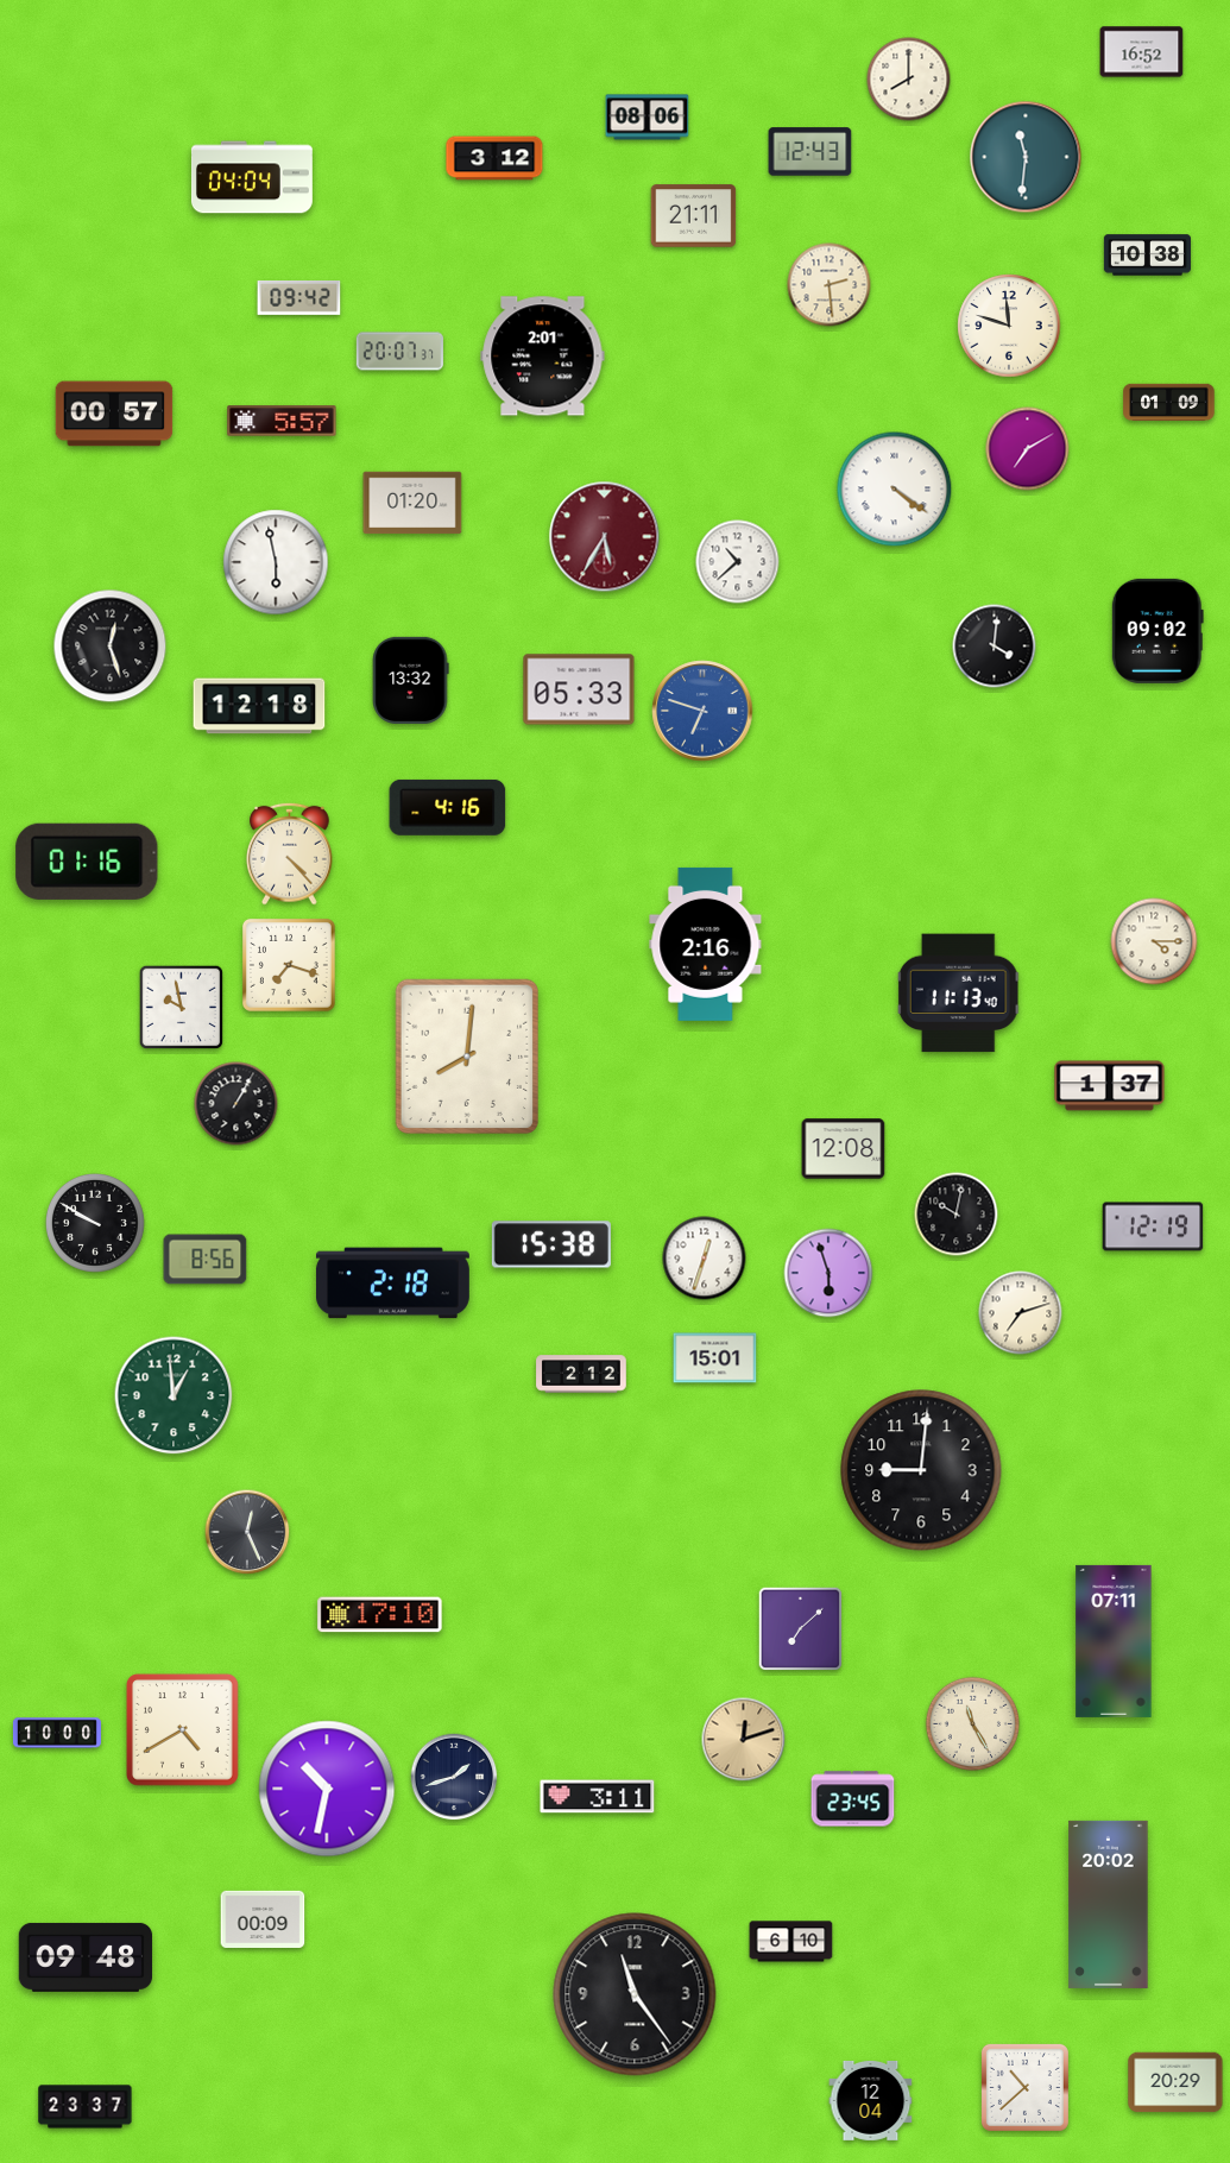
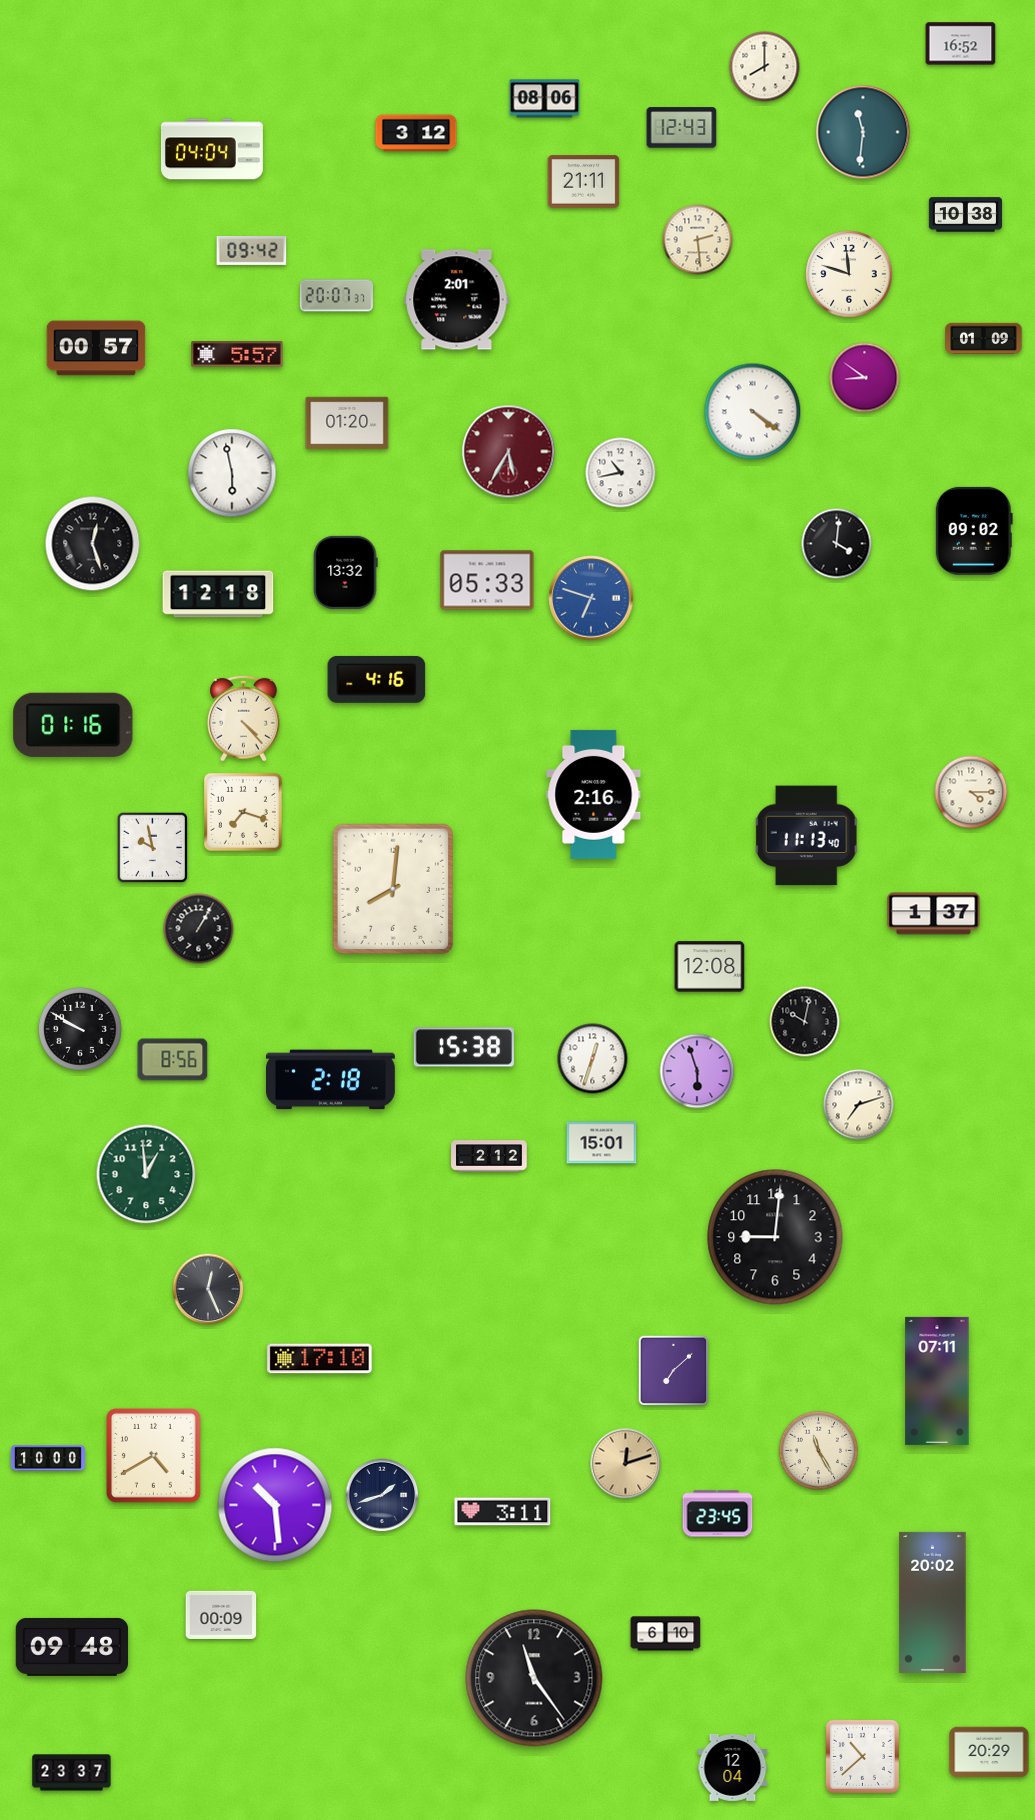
clock at (1028, 449): 7:10 -> 8:51
clock at (738, 562): 10:38 -> 10:43
clock at (1153, 1226): 12:19 -> none
clock at (327, 1789): 10:32 -> 10:29
